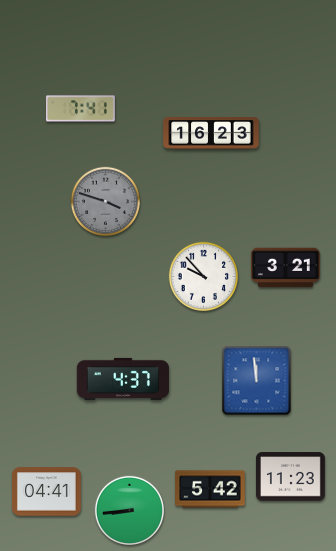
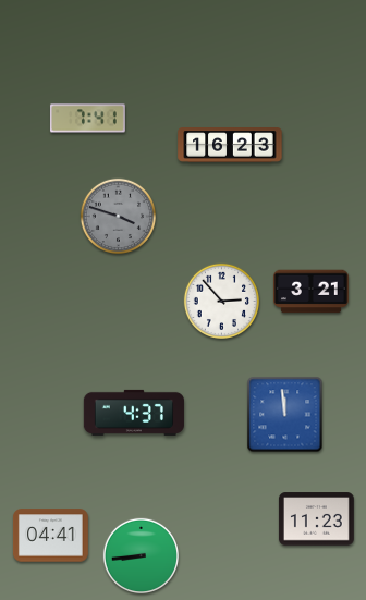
clock at (105, 201) position: (105, 201) -> (118, 216)
clock at (203, 276): 9:53 -> 2:53
clock at (257, 381) position: (257, 381) -> (285, 415)
clock at (210, 489): 5:42 -> none
